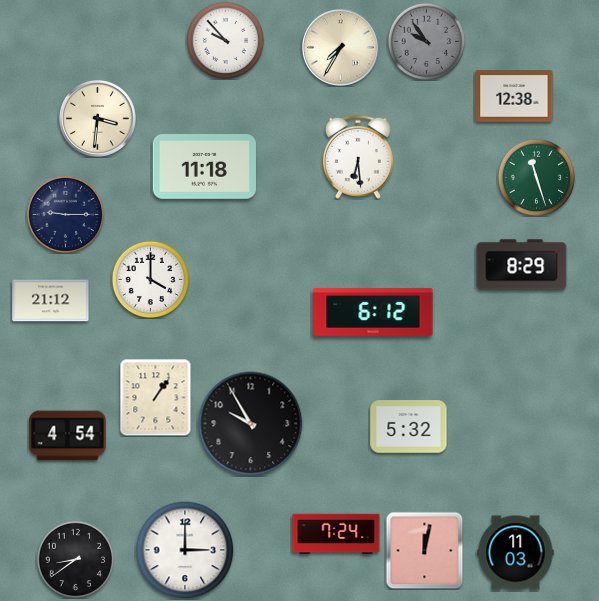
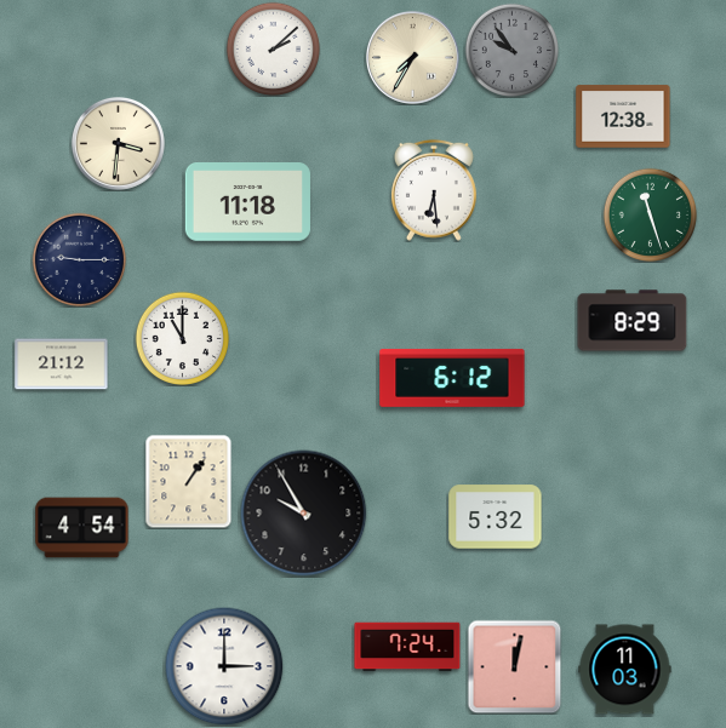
clock at (225, 40): 9:53 -> 2:08
clock at (426, 41) position: (426, 41) -> (511, 50)
clock at (150, 279): 4:00 -> 11:00
clock at (75, 559): 8:39 -> none
